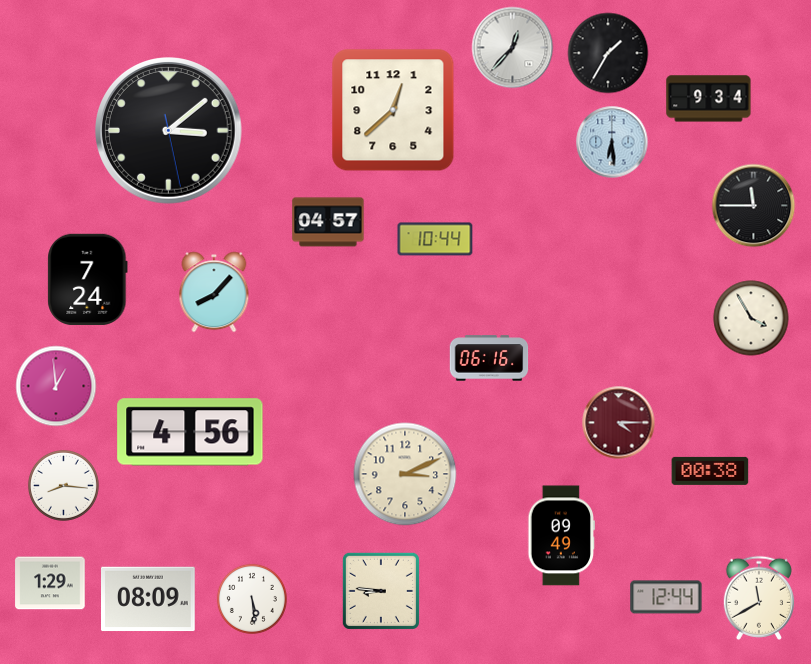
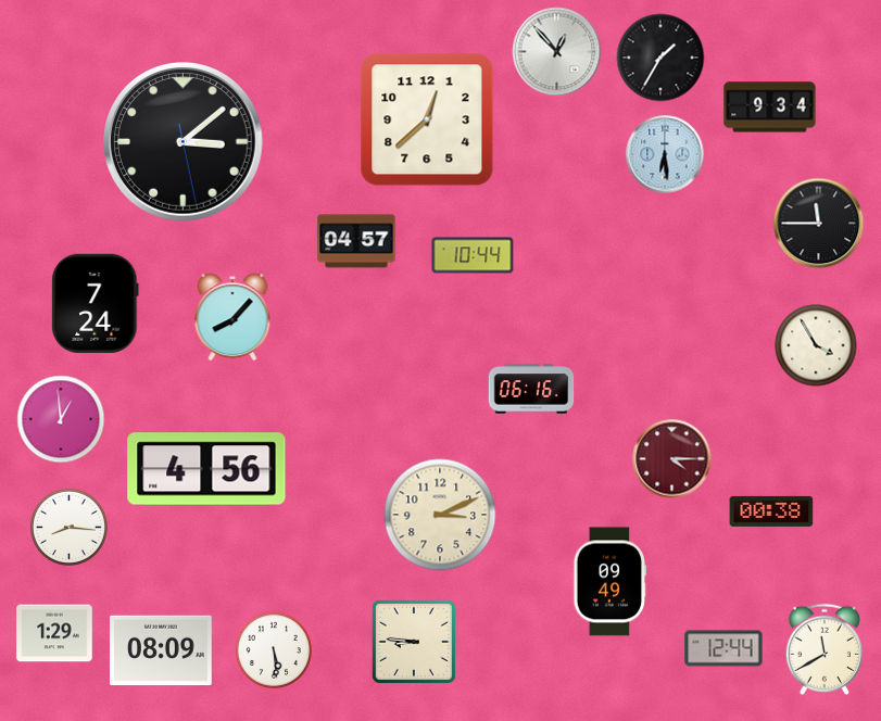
clock at (513, 48): 12:37 -> 12:53
clock at (435, 239) position: (435, 239) -> (473, 255)
